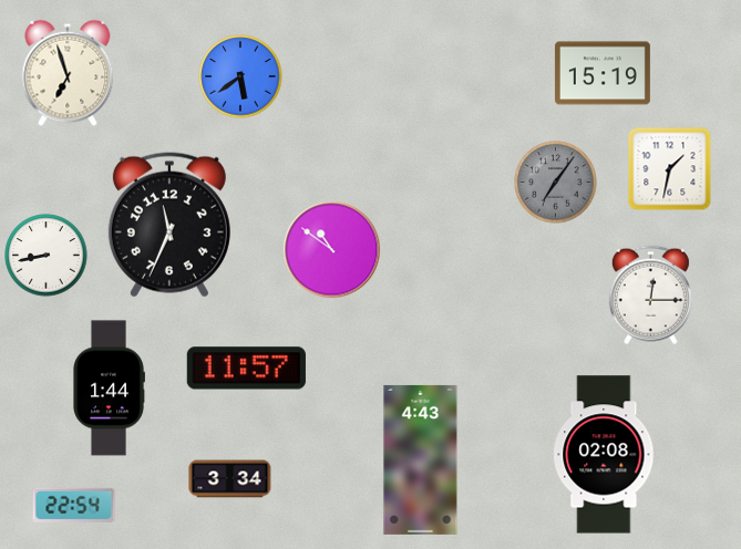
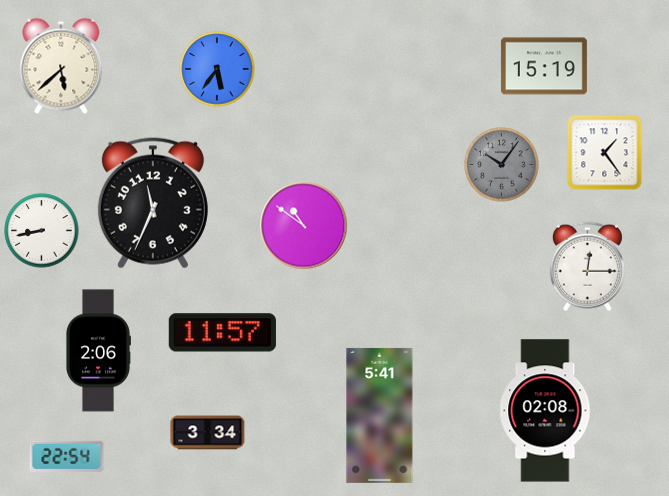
clock at (68, 73): 6:57 -> 5:38
clock at (240, 76): 5:39 -> 5:36
clock at (670, 169): 1:32 -> 1:24
clock at (556, 183): 7:06 -> 10:06
clock at (332, 250) position: (332, 250) -> (304, 226)
clock at (110, 389): 1:44 -> 2:06
clock at (421, 459): 4:43 -> 5:41
